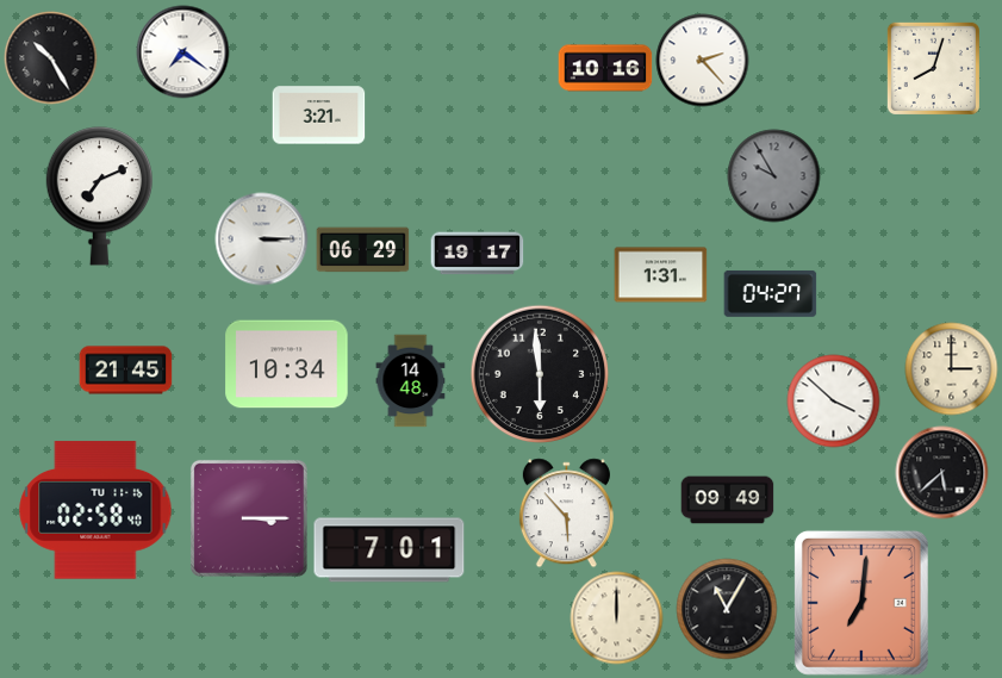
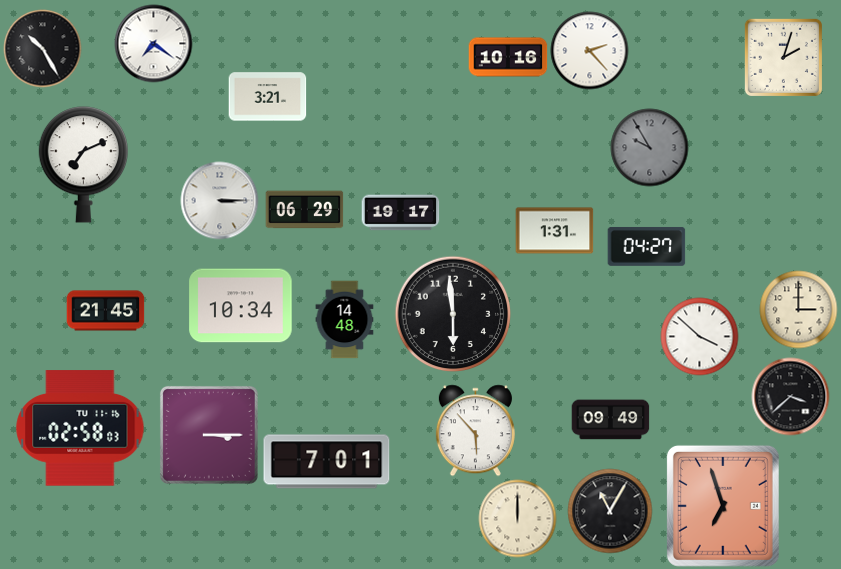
clock at (933, 68): 8:03 -> 2:03
clock at (941, 472): 5:38 -> 3:38
clock at (95, 510): 02:58:40 -> 02:58:03
clock at (861, 603): 7:01 -> 6:57
